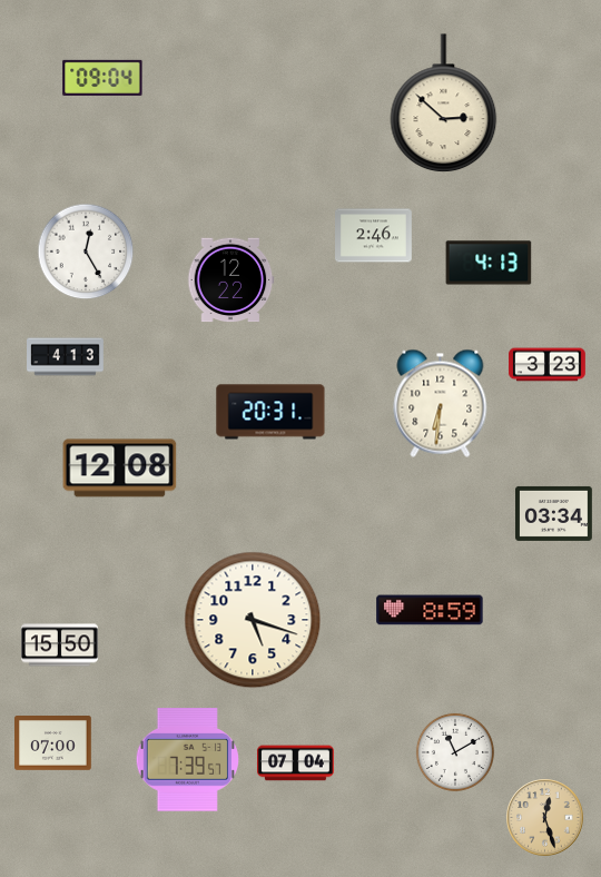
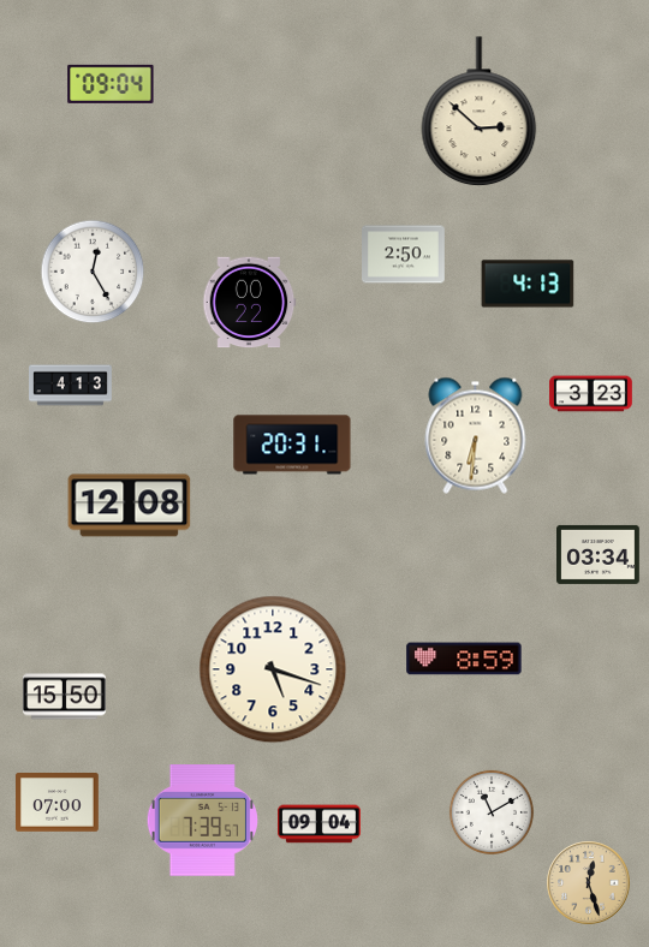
clock at (374, 236): 2:46 -> 2:50
clock at (230, 280): 12:22 -> 00:22
clock at (296, 763): 07:04 -> 09:04
